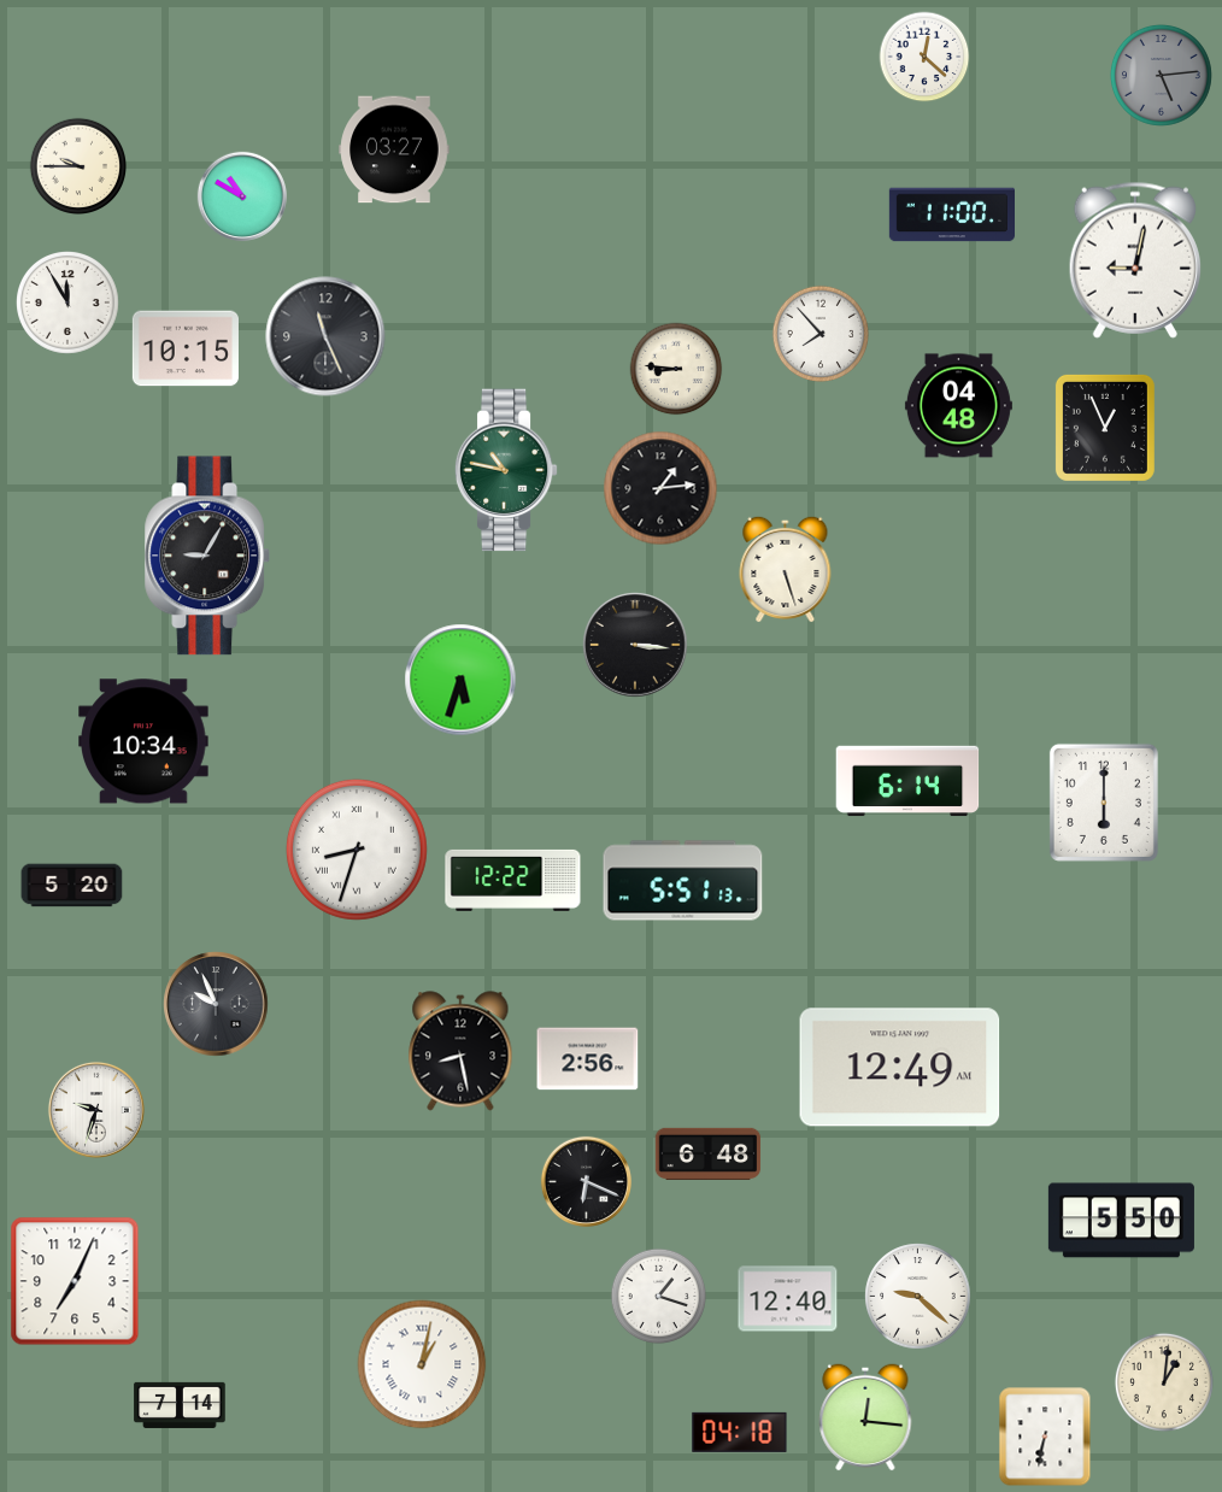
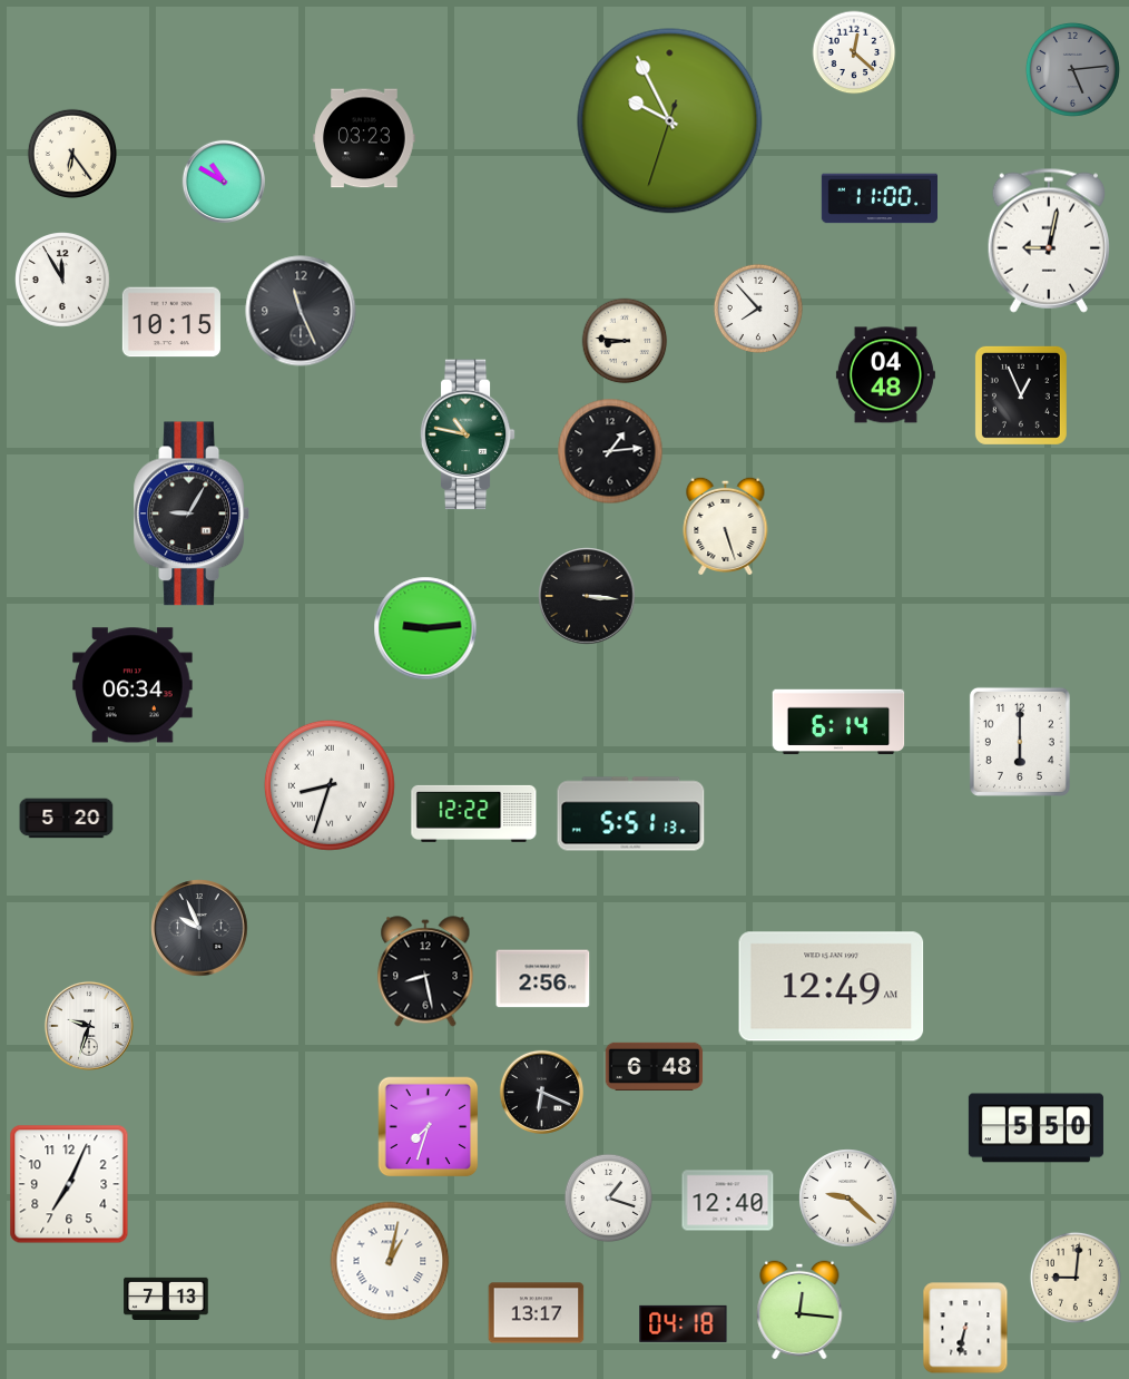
clock at (670, 121): none -> 9:55
clock at (394, 149): 03:27 -> 03:23
clock at (77, 165): 9:45 -> 6:24
clock at (460, 680): 5:33 -> 9:14
clock at (145, 741): 10:34 -> 06:34
clock at (429, 1127): none -> 7:33
clock at (1164, 1382): 1:01 -> 9:01
clock at (180, 1405): 7:14 -> 7:13
clock at (537, 1313): none -> 13:17
